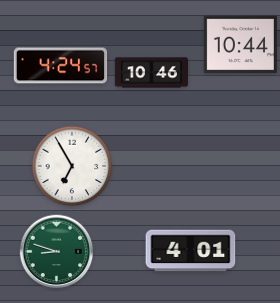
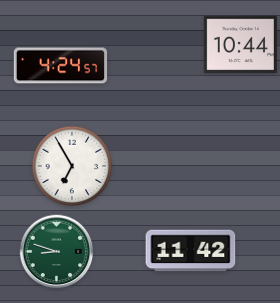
clock at (151, 73): 10:46 -> none
clock at (191, 251): 4:01 -> 11:42
